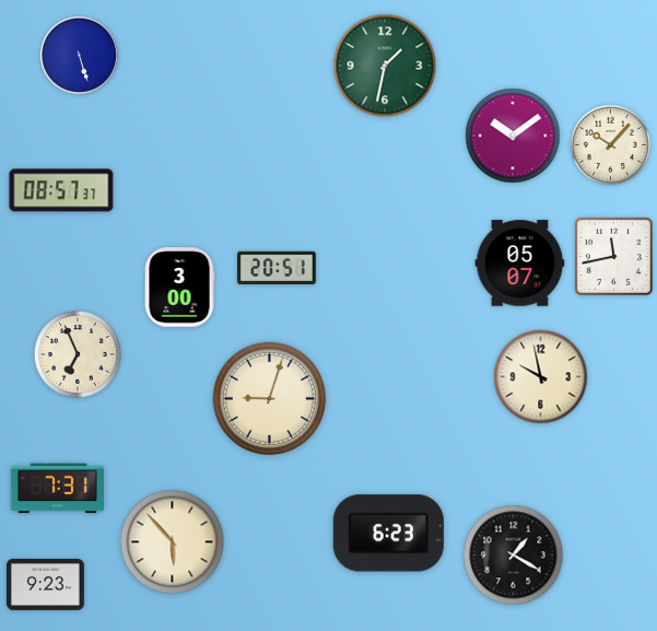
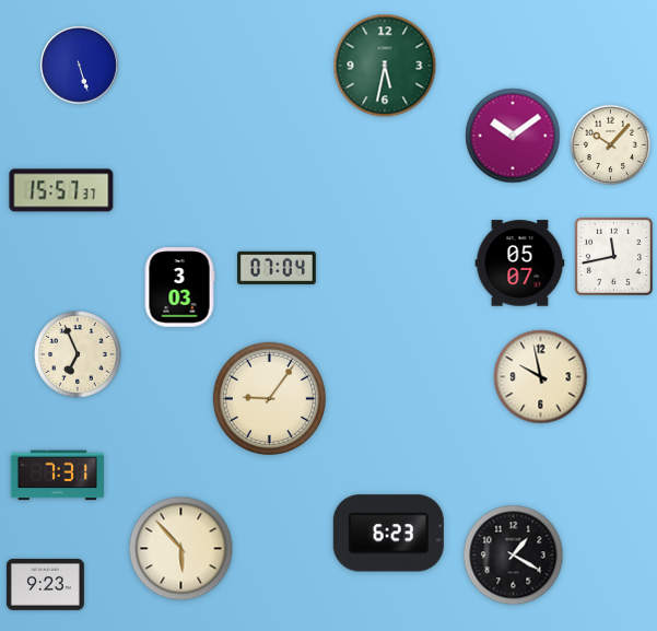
clock at (79, 55) position: (79, 55) -> (79, 65)
clock at (385, 66): 1:32 -> 5:32
clock at (61, 190): 08:57 -> 15:57
clock at (278, 267): 20:51 -> 07:04
clock at (179, 288): 3:00 -> 3:03
clock at (269, 398): 9:03 -> 9:06
clock at (57, 489) position: (57, 489) -> (57, 476)
clock at (173, 542) position: (173, 542) -> (181, 549)
